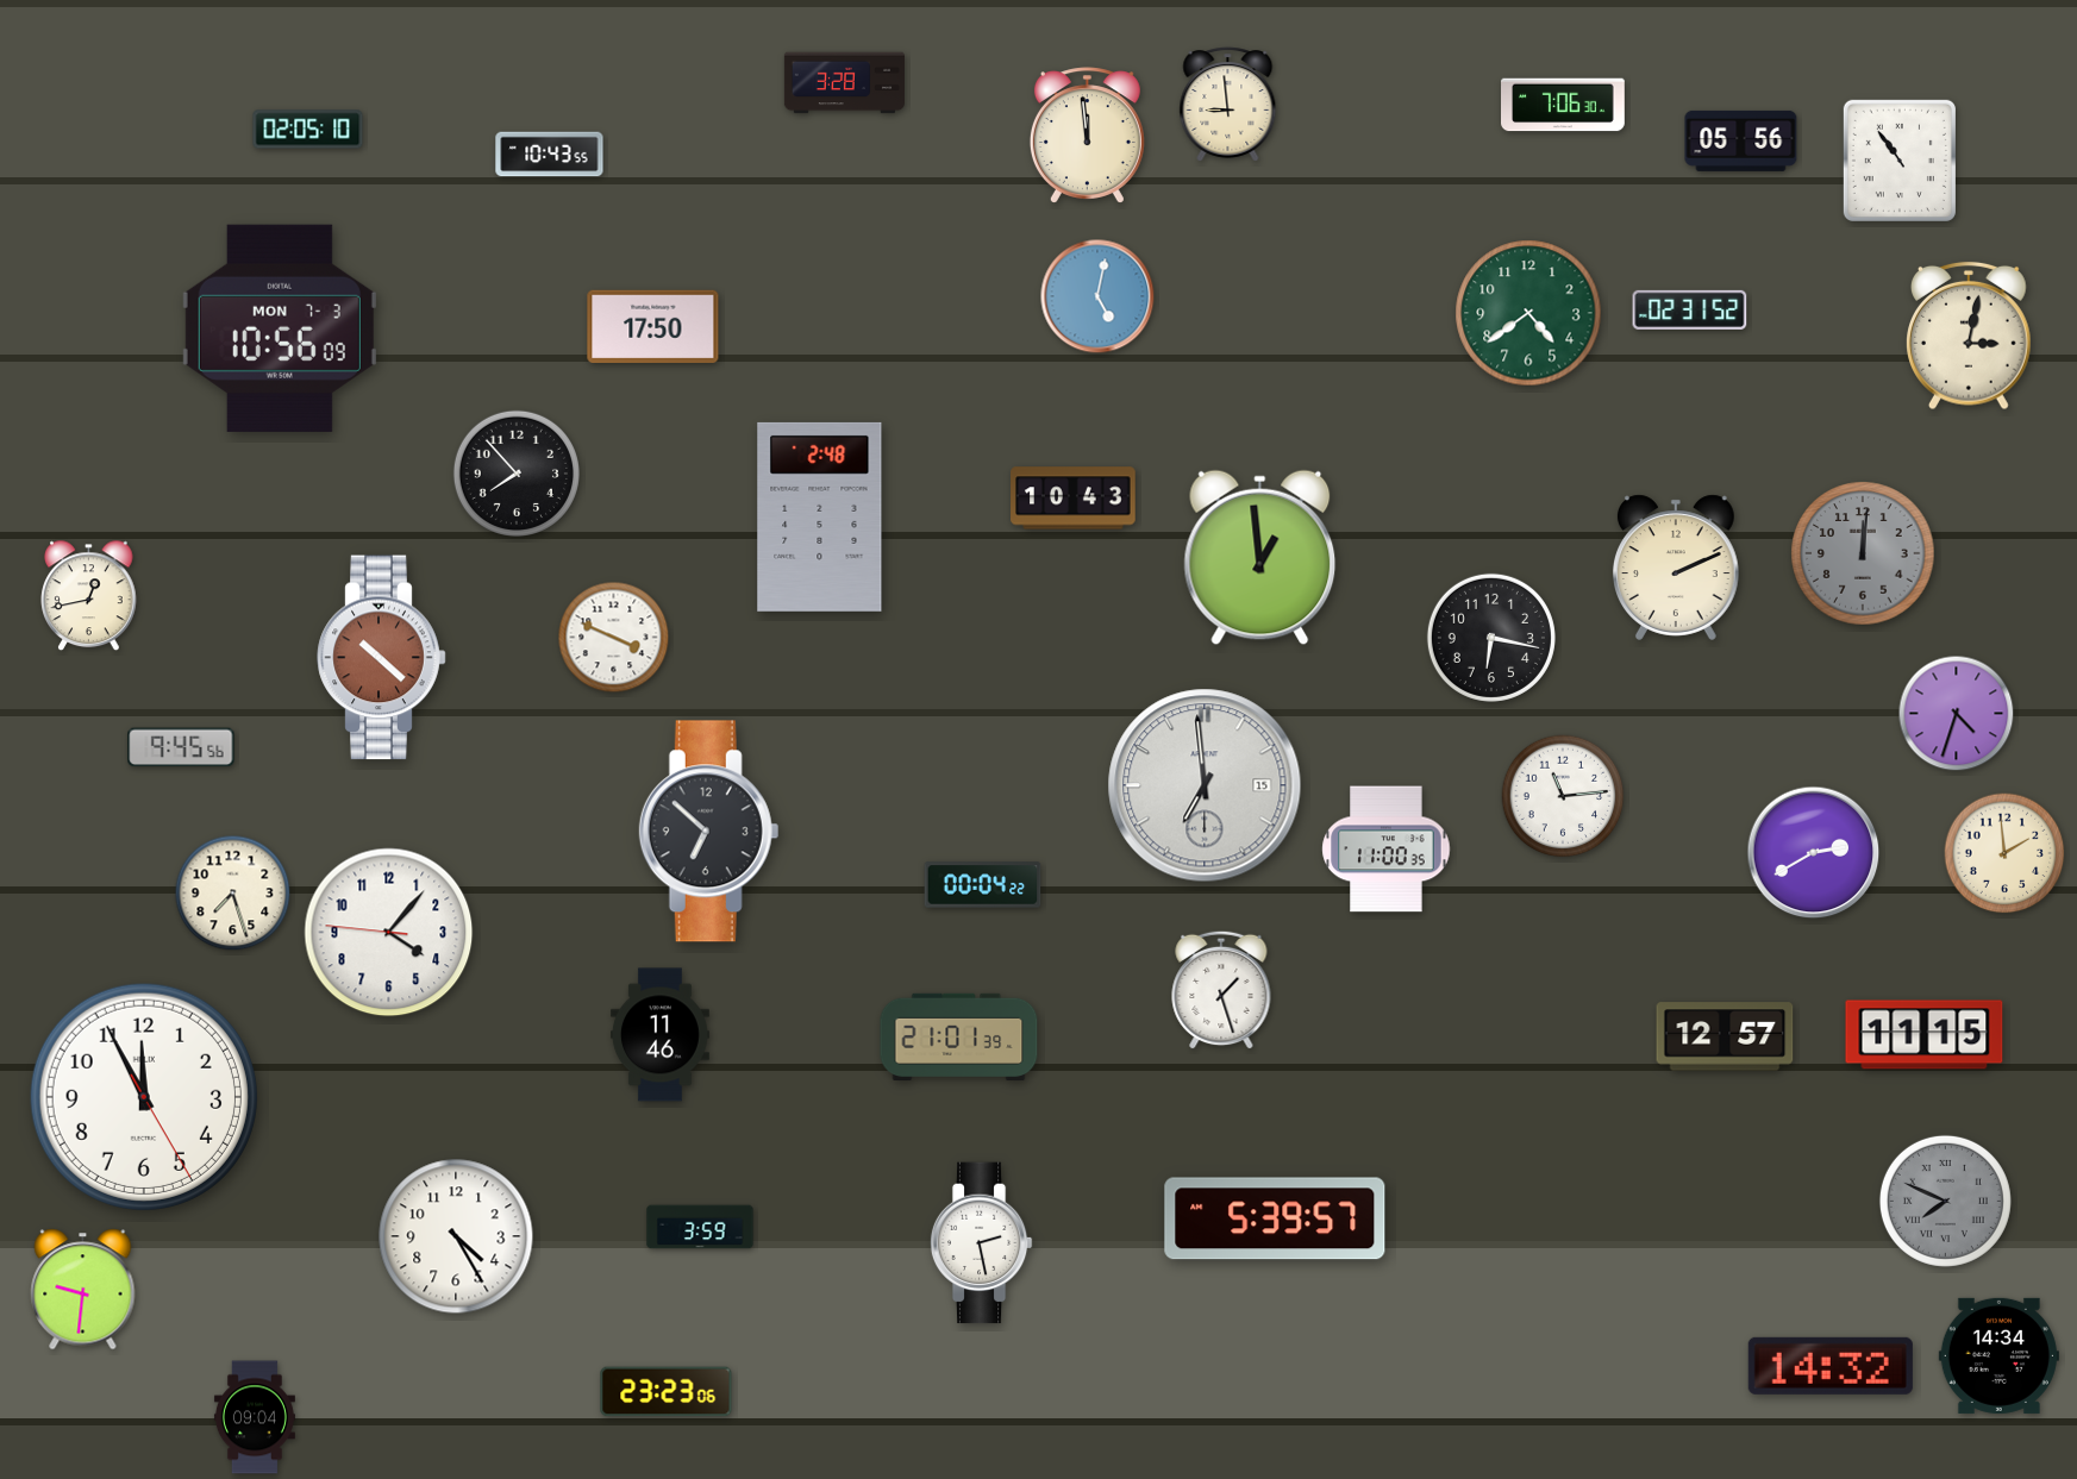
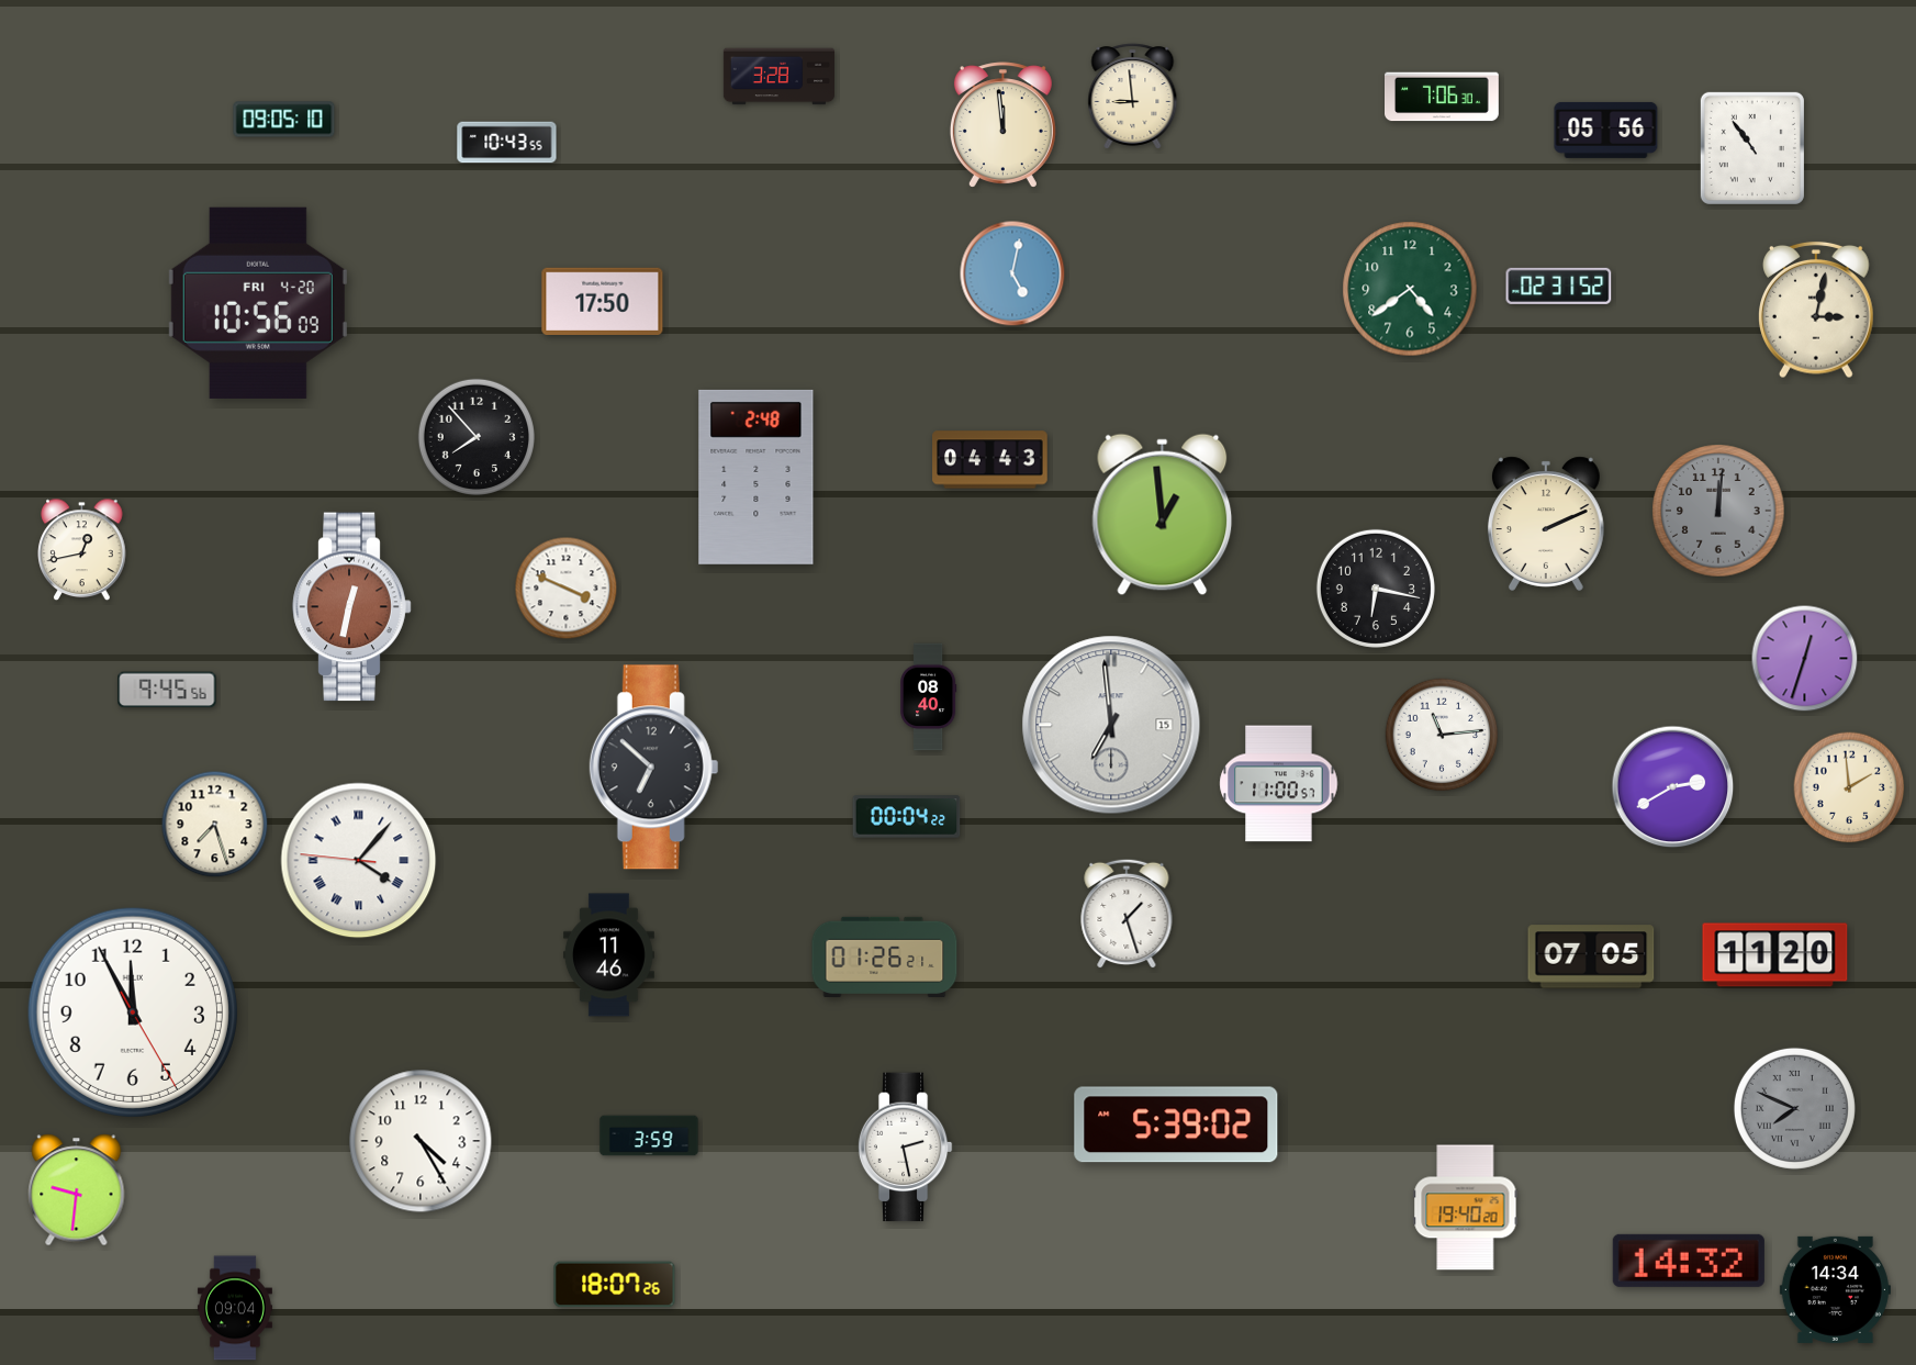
clock at (308, 130): 02:05 -> 09:05
clock at (280, 328) date: MON 7-3 -> FRI 4-20
clock at (1074, 499): 10:43 -> 04:43
clock at (382, 658): 10:22 -> 12:32
clock at (1957, 714): 4:33 -> 12:33
clock at (929, 697): none -> 08:40
clock at (1387, 850): 11:00:35 -> 11:00:57
clock at (389, 933) numerals: Arabic -> Roman
clock at (1925, 1035): 11:15 -> 11:20
clock at (959, 1036): 21:01 -> 01:26
clock at (1725, 1036): 12:57 -> 07:05
clock at (1275, 1218): 5:39:57 -> 5:39:02
clock at (700, 1227) position: (700, 1227) -> (649, 1135)
clock at (1466, 1208): none -> 19:40
clock at (1998, 1355) position: (1998, 1355) -> (1835, 1289)
clock at (667, 1392): 23:23 -> 18:07
